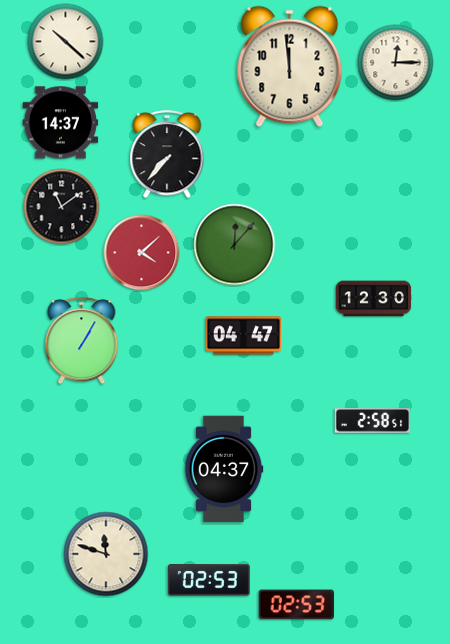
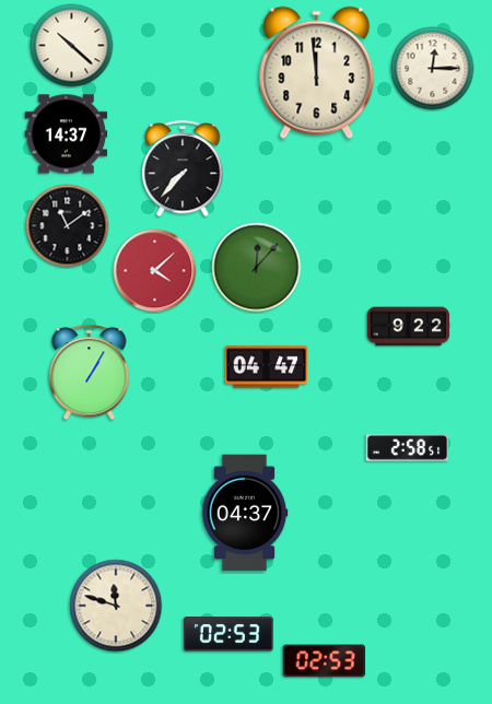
clock at (142, 253) position: (142, 253) -> (155, 271)
clock at (374, 299): 12:30 -> 9:22
clock at (373, 421) position: (373, 421) -> (408, 448)
